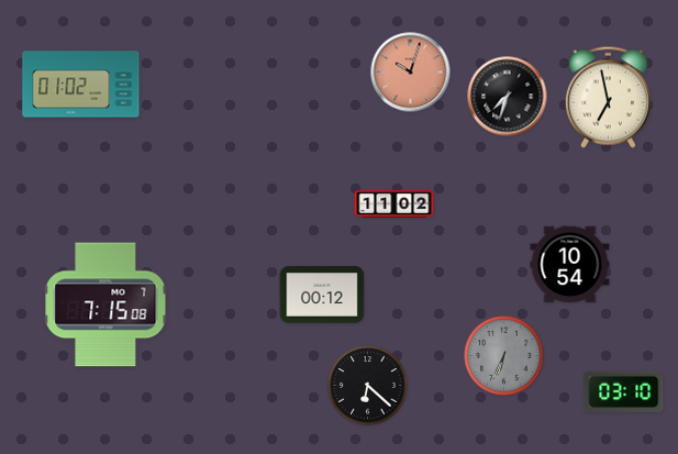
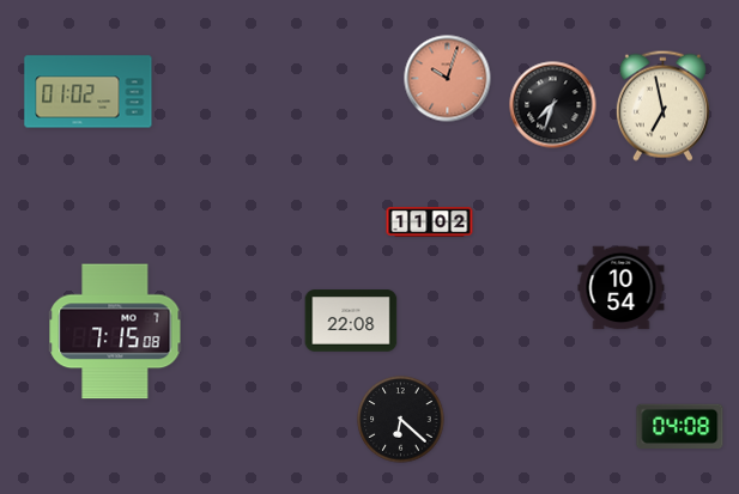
clock at (322, 295): 00:12 -> 22:08
clock at (504, 356): 6:34 -> none
clock at (624, 391): 03:10 -> 04:08
